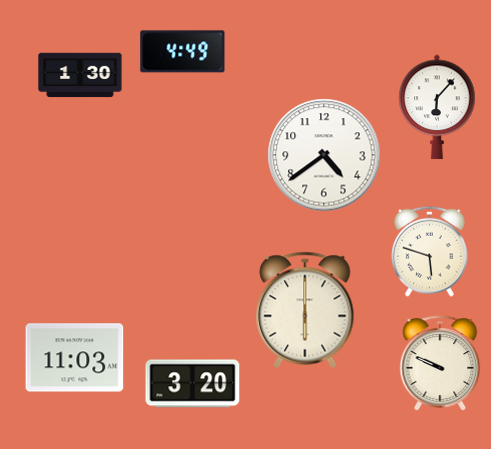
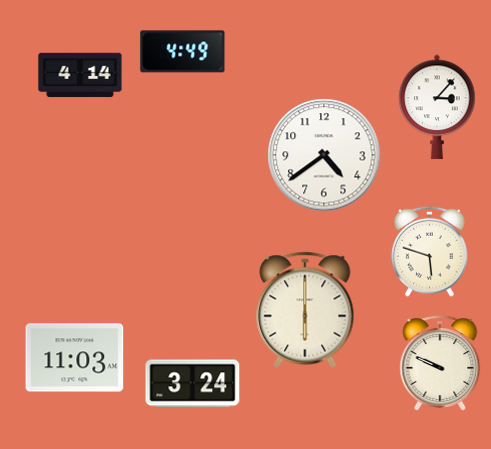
clock at (80, 75): 1:30 -> 4:14
clock at (437, 107): 6:07 -> 3:07
clock at (193, 384): 3:20 -> 3:24
